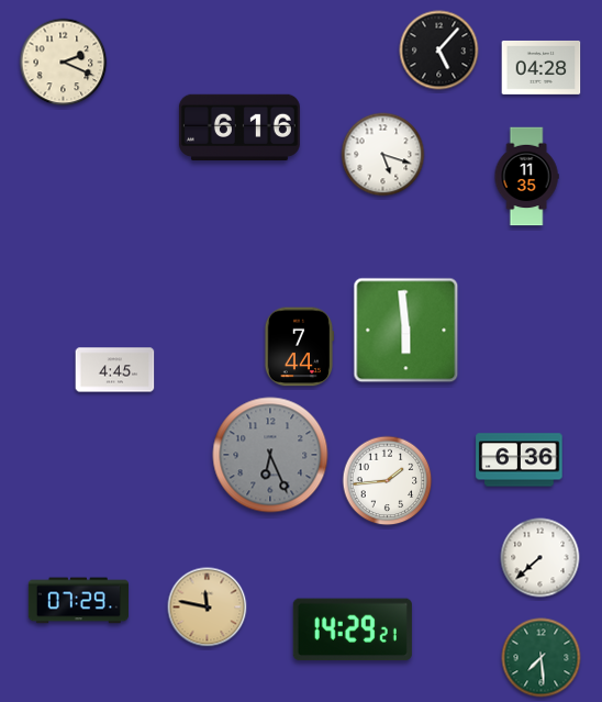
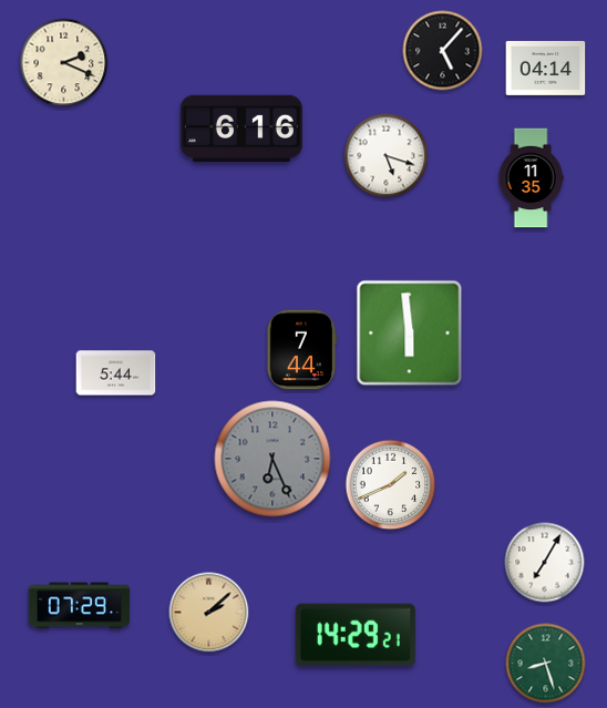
clock at (542, 67): 04:28 -> 04:14
clock at (115, 370): 4:45 -> 5:44
clock at (520, 460): 6:36 -> none
clock at (388, 481): 1:44 -> 1:41
clock at (540, 558): 7:38 -> 7:05
clock at (208, 608): 11:47 -> 2:08
clock at (542, 658): 7:29 -> 8:27
